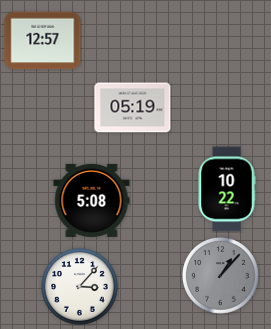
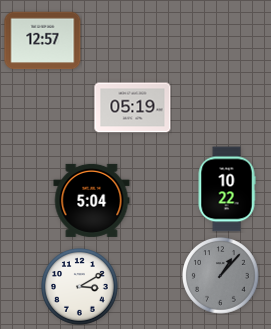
clock at (92, 200): 5:08 -> 5:04
clock at (80, 287): 3:07 -> 3:10
